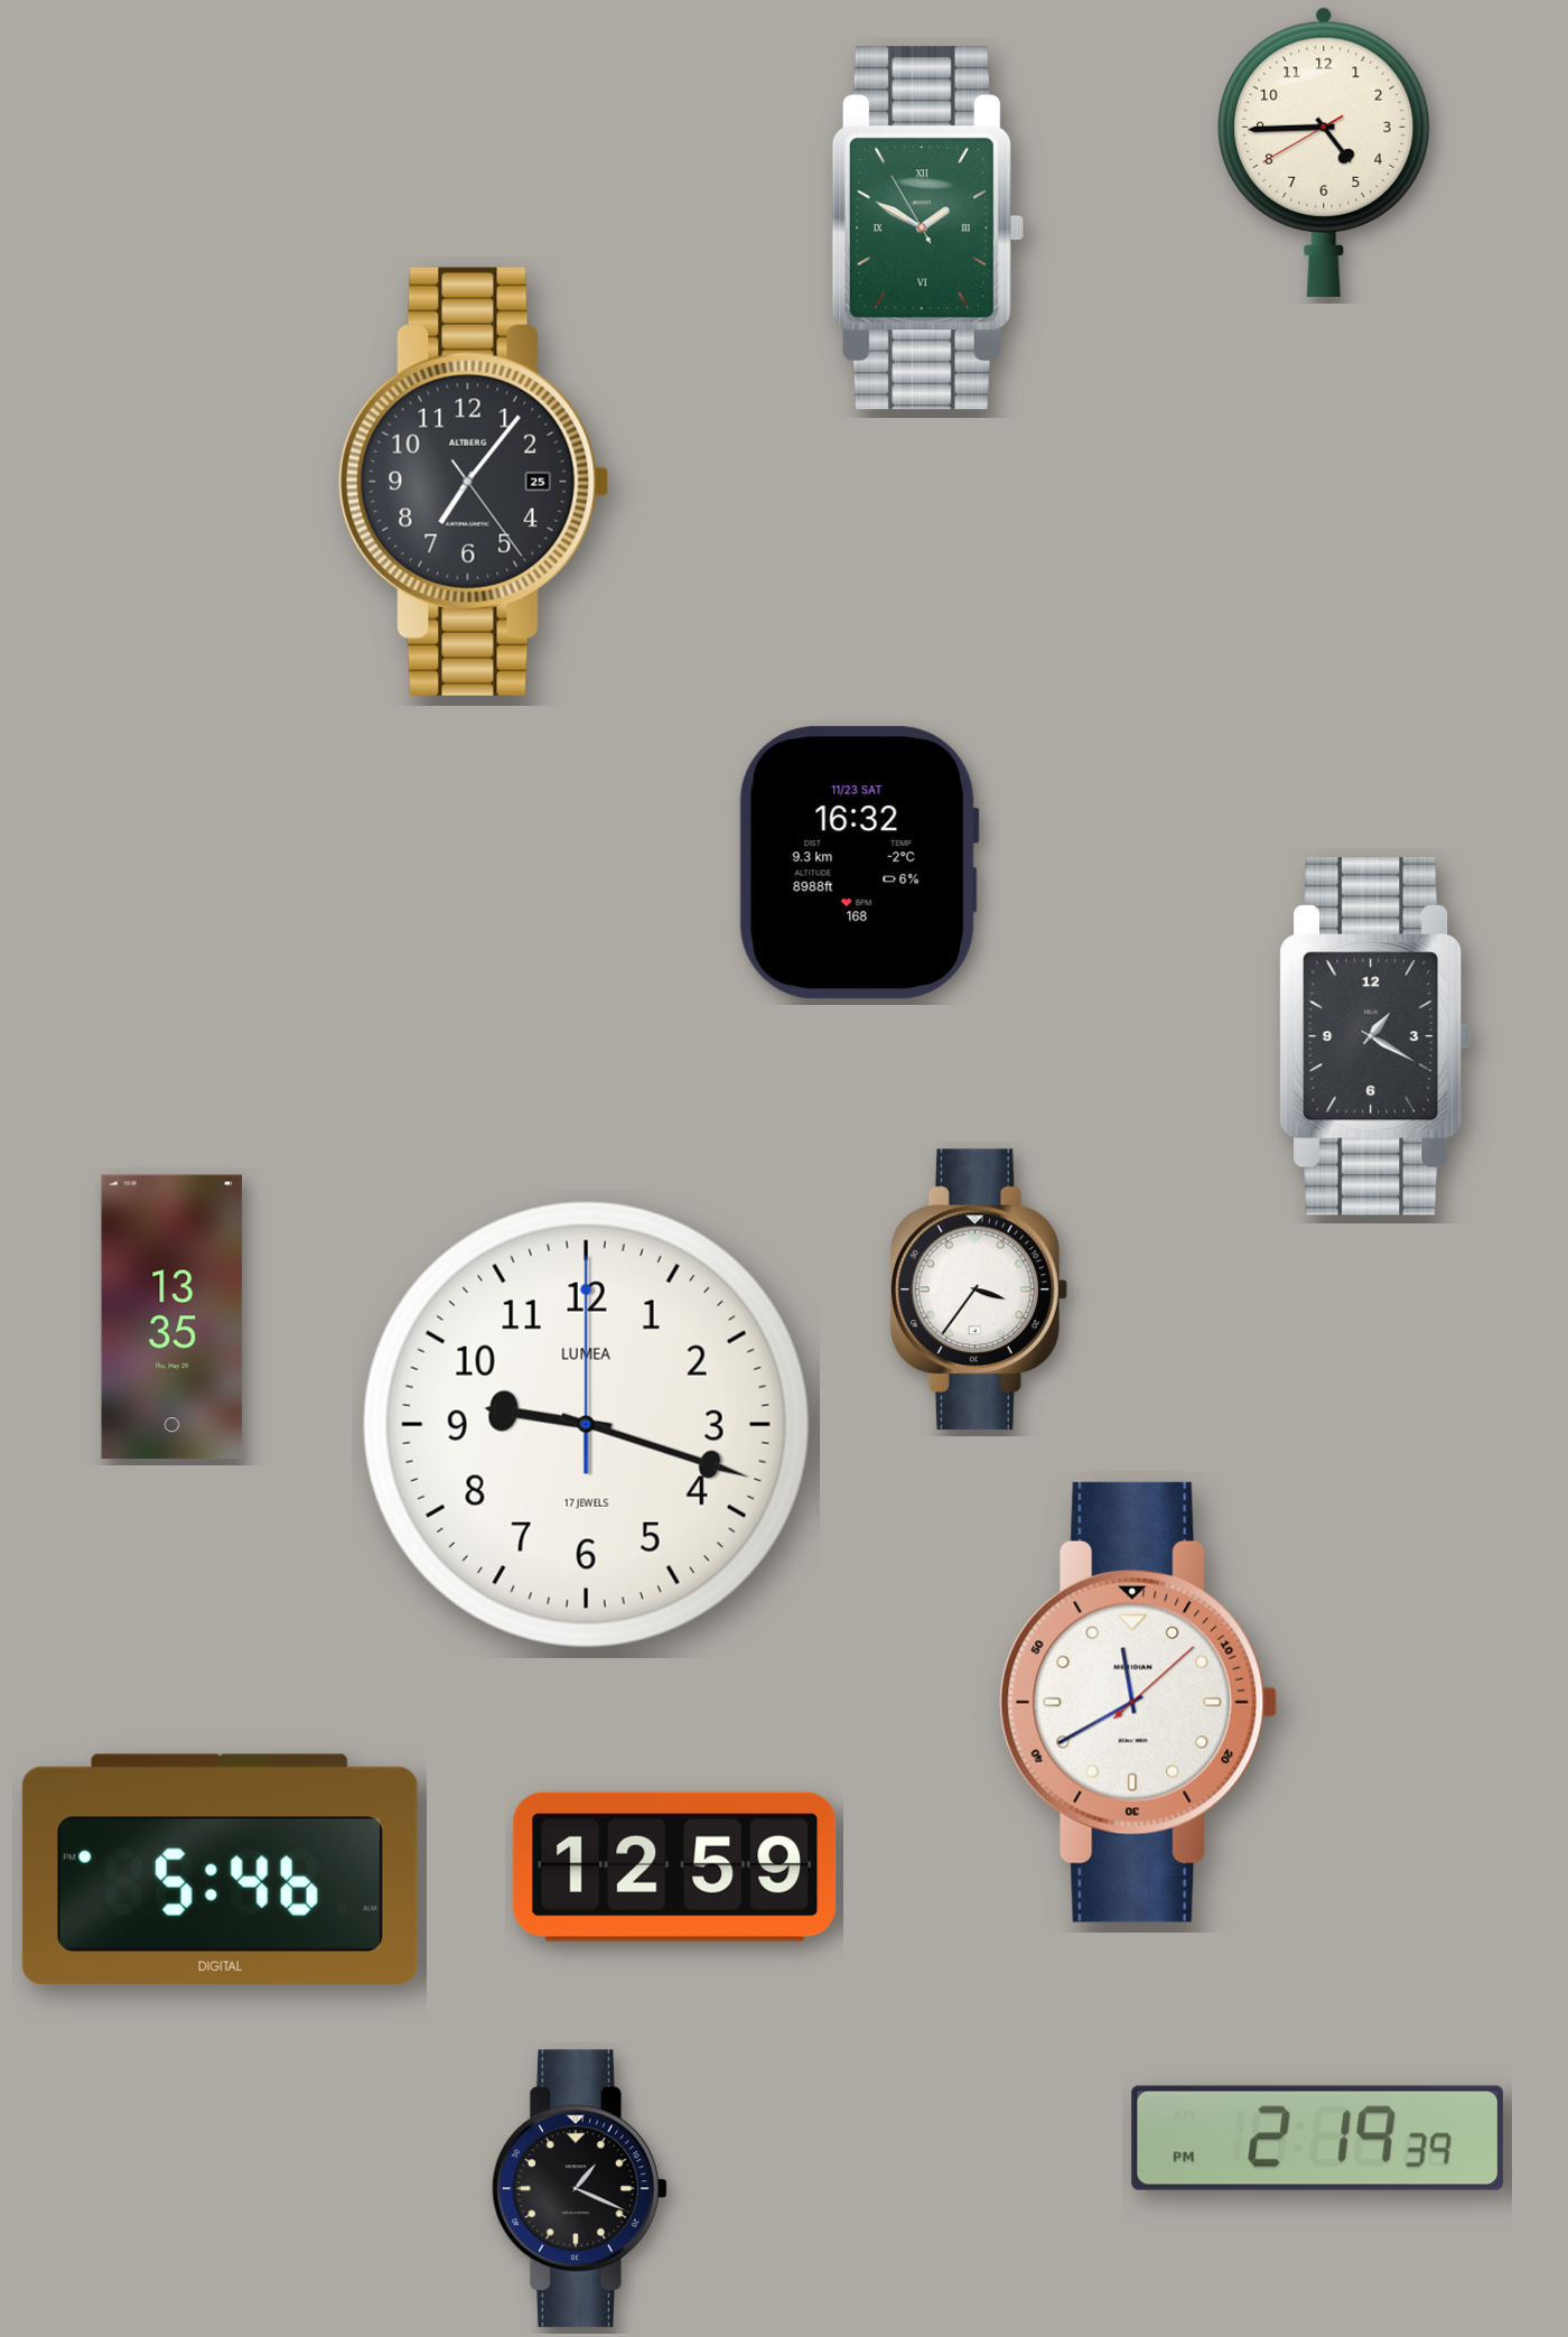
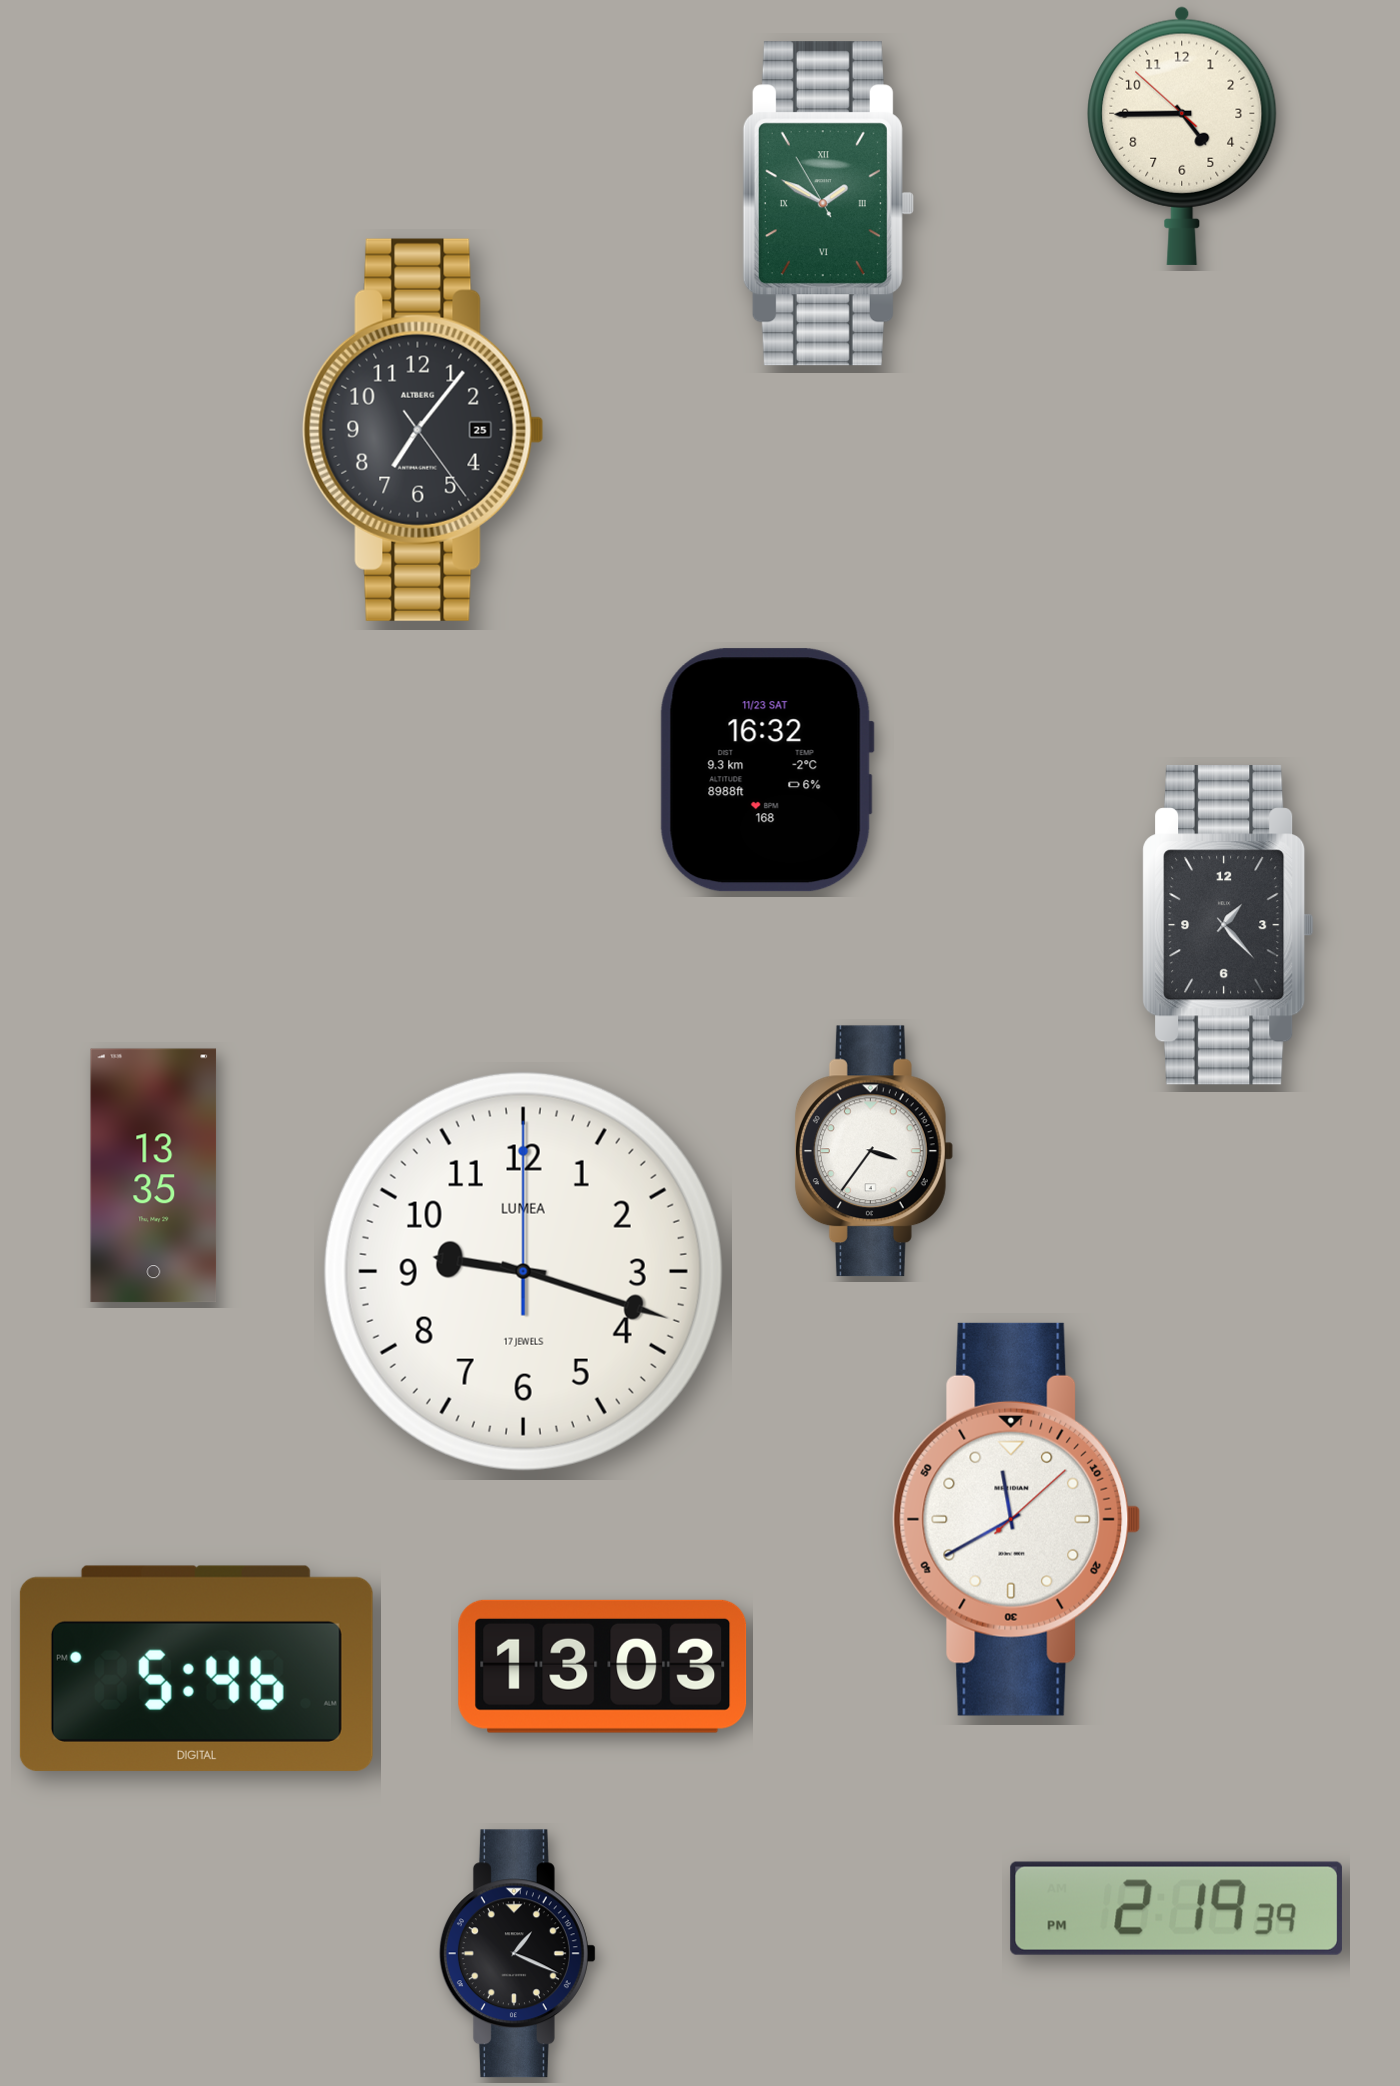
clock at (1324, 152): 4:44:40 -> 4:44:52
clock at (1375, 1036): 1:20 -> 1:23
clock at (675, 1866): 12:59 -> 13:03
